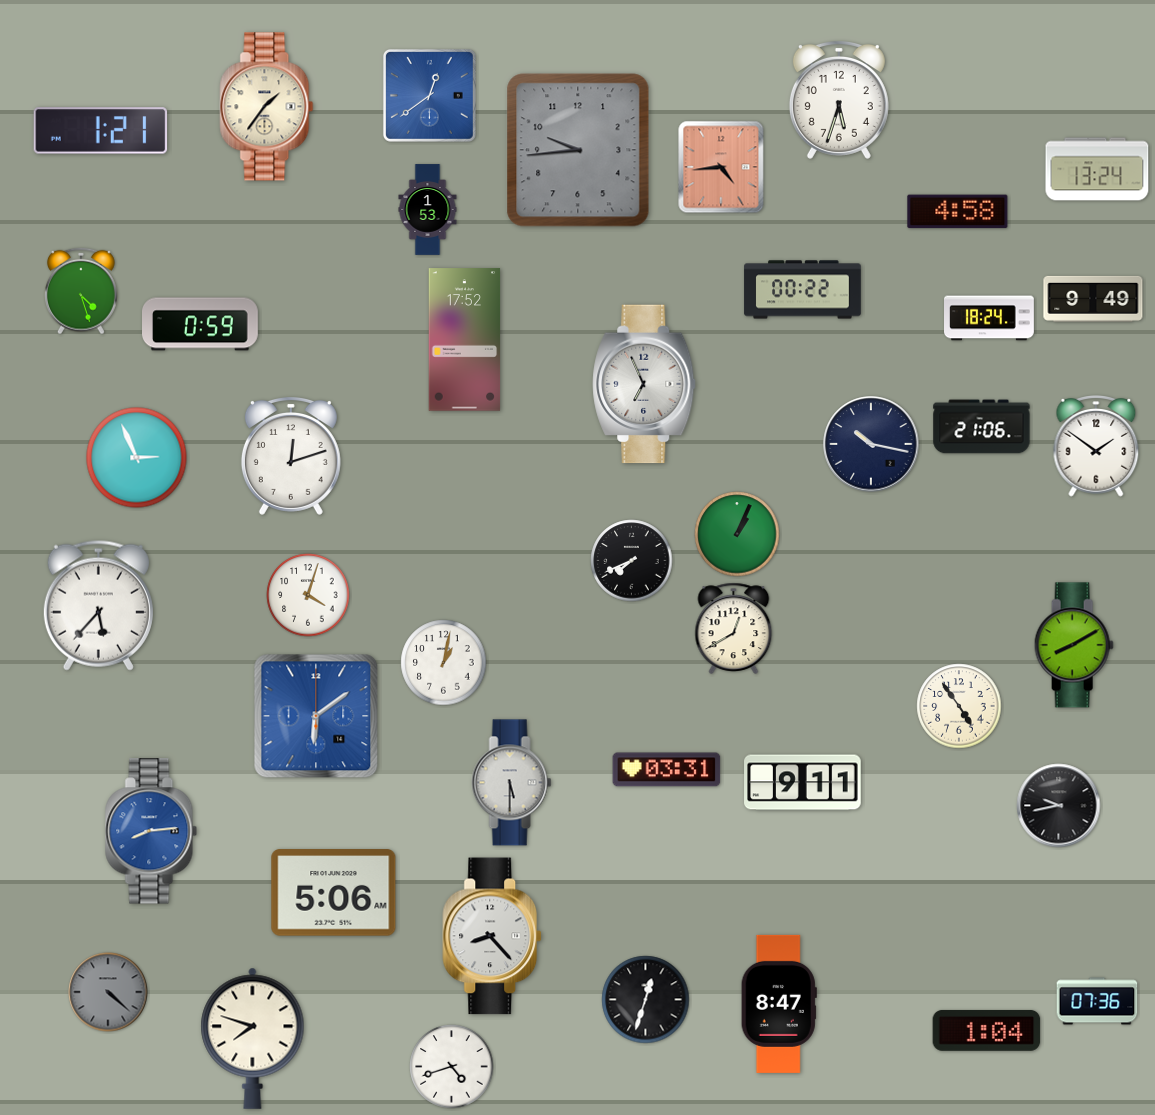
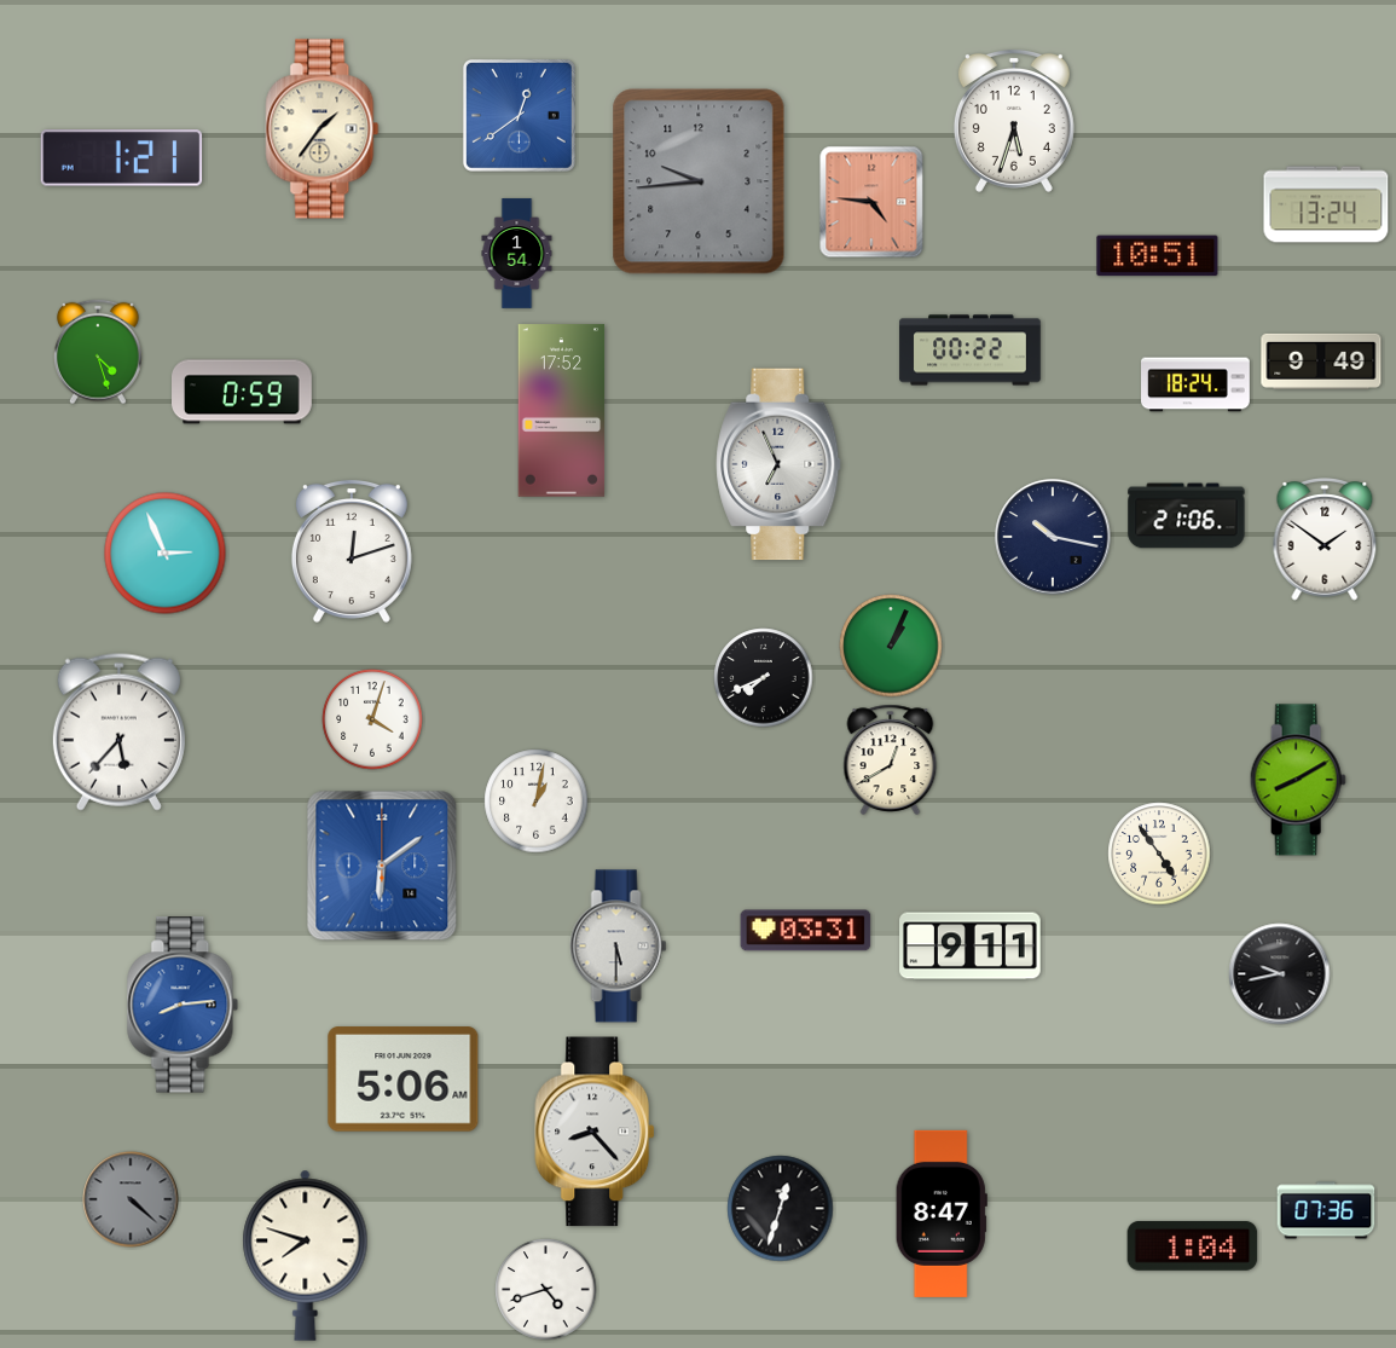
clock at (721, 167): 4:44 -> 4:46
clock at (428, 210): 1:53 -> 1:54
clock at (958, 212): 4:58 -> 10:51
clock at (734, 628) position: (734, 628) -> (891, 759)
